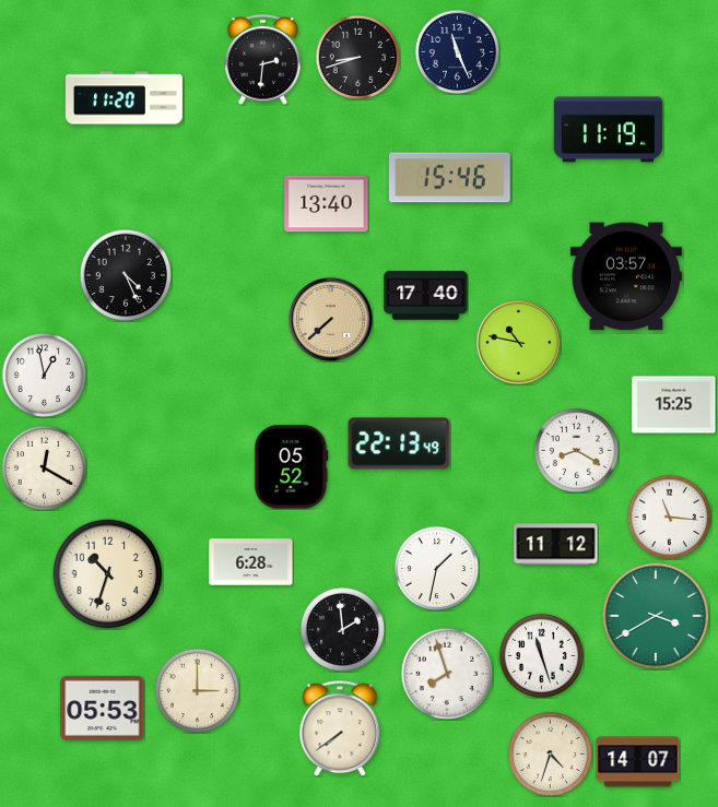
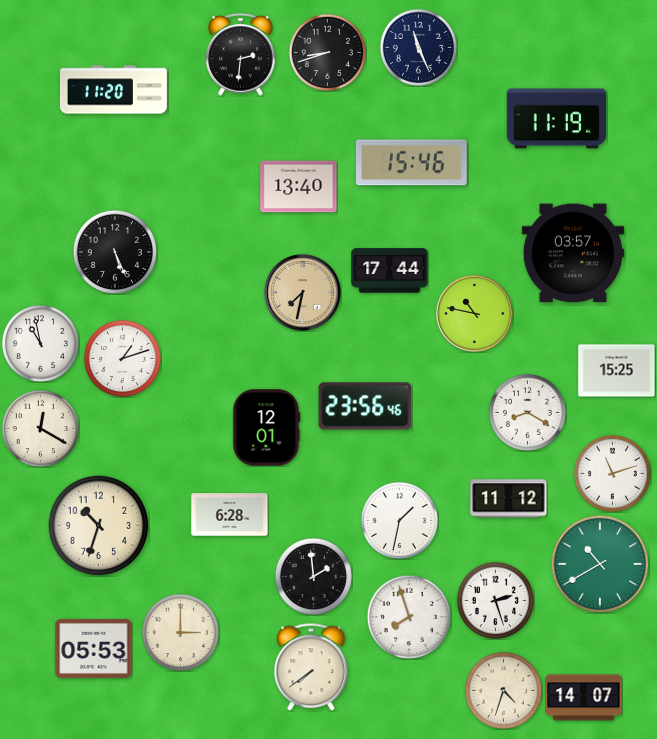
clock at (126, 275): 4:26 -> 5:26
clock at (426, 296): 17:40 -> 17:44
clock at (331, 320): 7:38 -> 7:32
clock at (44, 375): 12:58 -> 10:58
clock at (122, 358): none -> 1:12
clock at (399, 443): 22:13 -> 23:56
clock at (292, 467): 05:52 -> 12:01
clock at (669, 517): 11:16 -> 11:12
clock at (656, 616): 3:40 -> 10:40
clock at (541, 655): 11:27 -> 2:27
